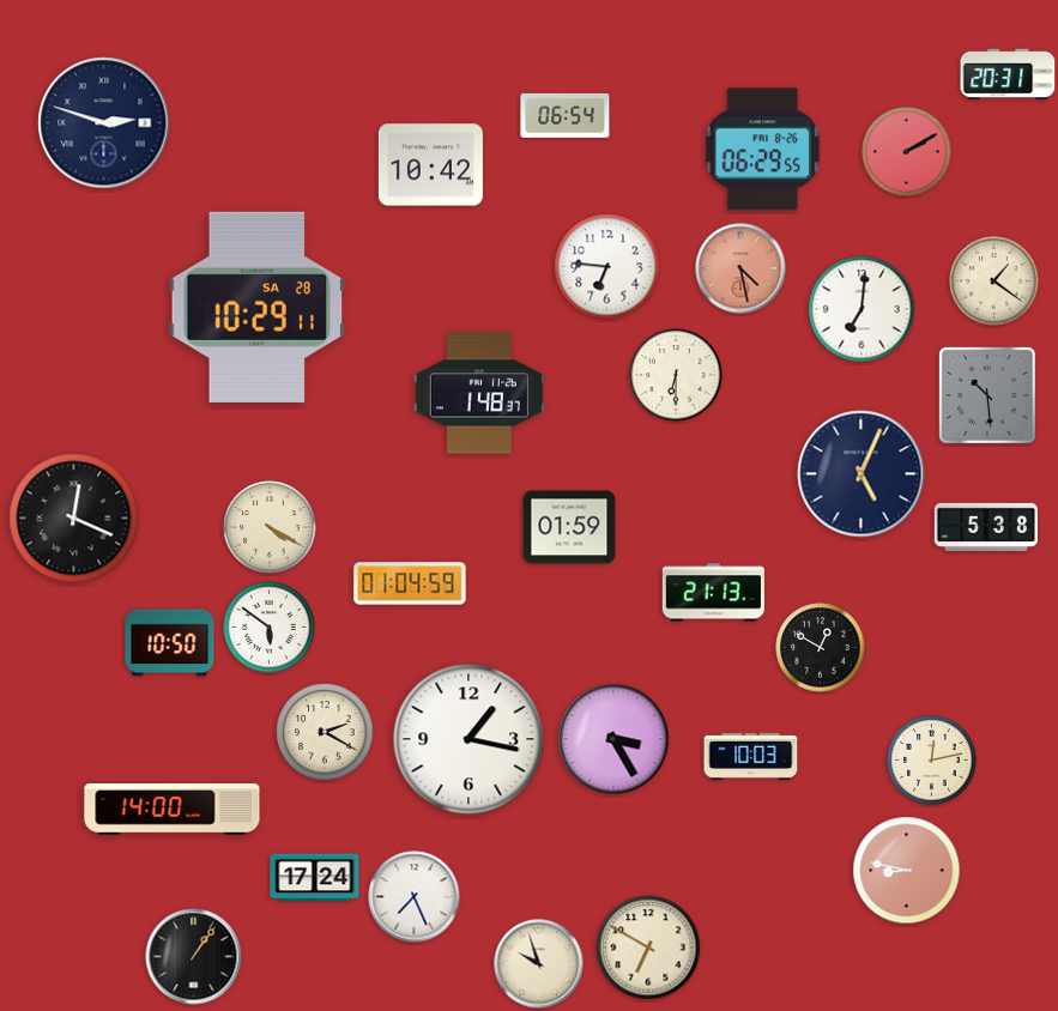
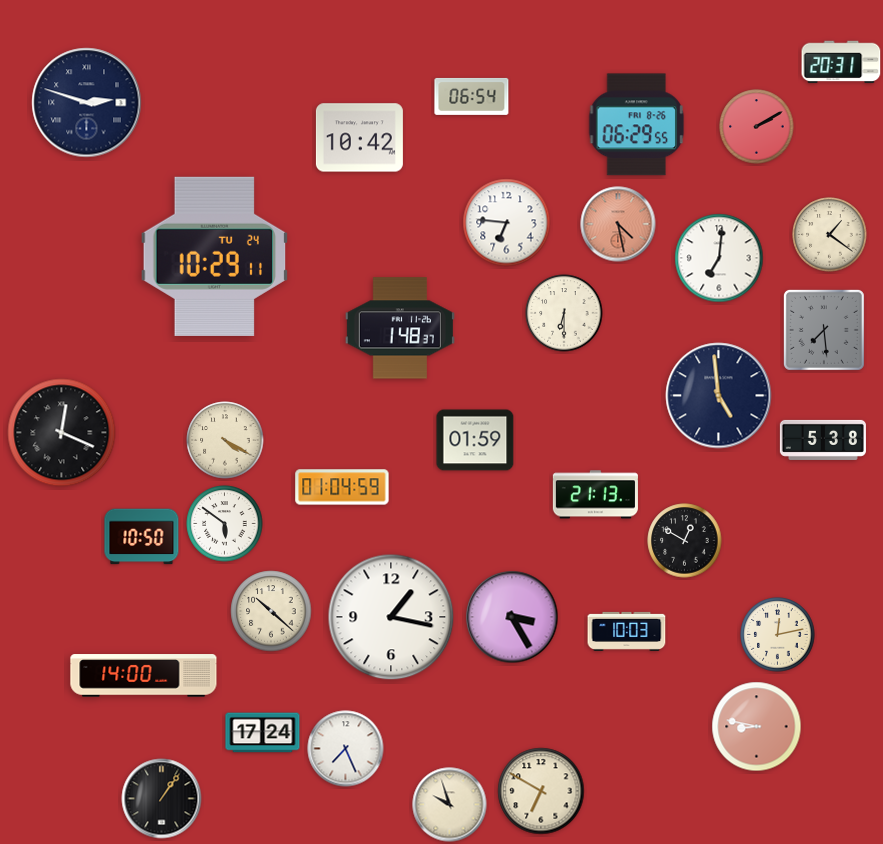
clock at (258, 307) date: SA 28 -> TU 24
clock at (987, 395): 10:29 -> 7:29
clock at (861, 474): 5:04 -> 4:59
clock at (325, 732): 2:20 -> 10:22
